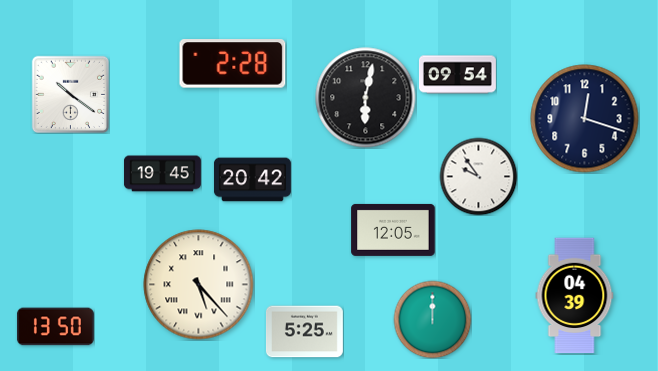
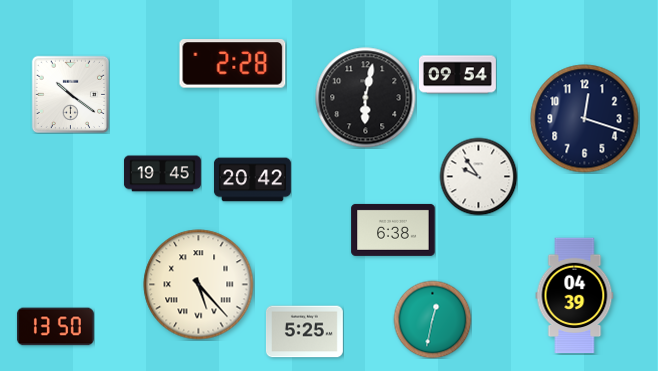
clock at (393, 230): 12:05 -> 6:38
clock at (432, 319): 12:00 -> 12:32
